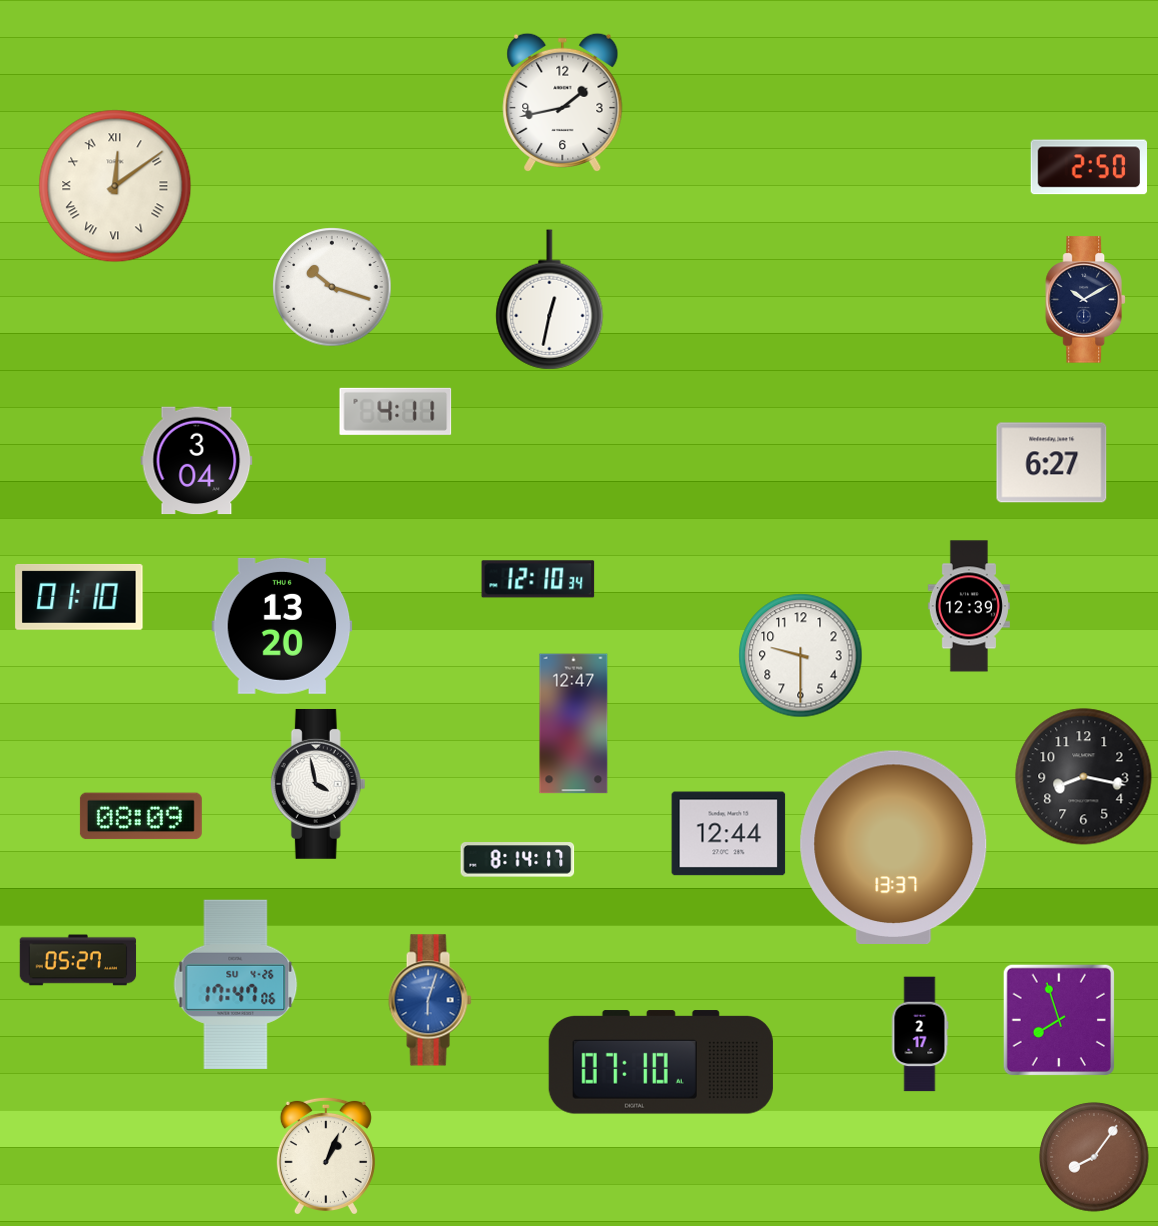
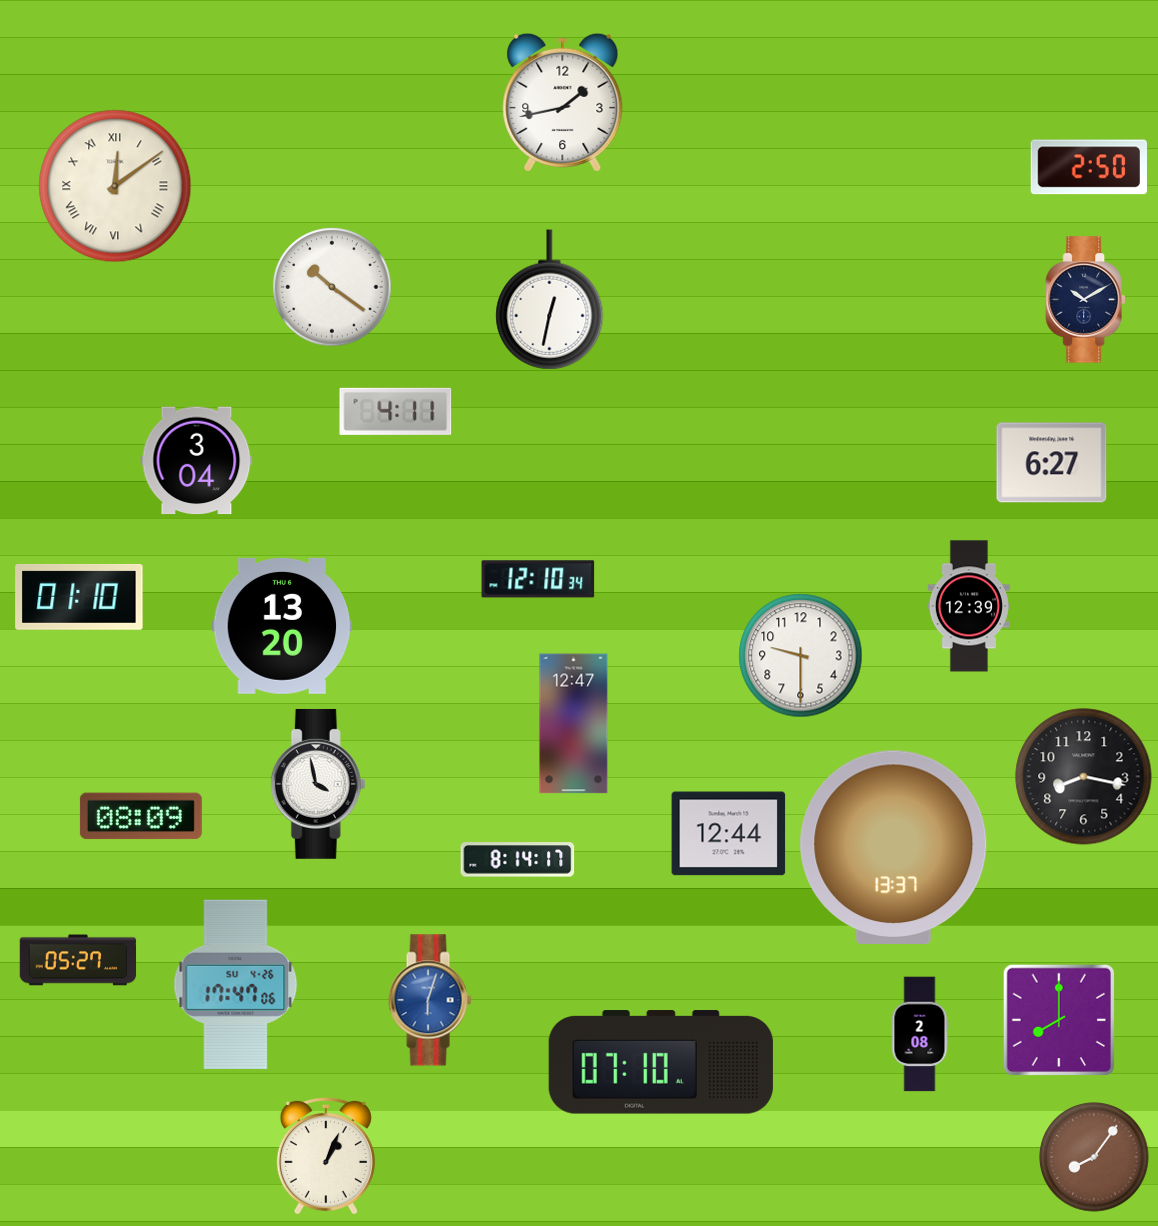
clock at (332, 287): 10:18 -> 10:21
clock at (1058, 1019): 7:57 -> 8:00
clock at (920, 1034): 2:17 -> 2:08
